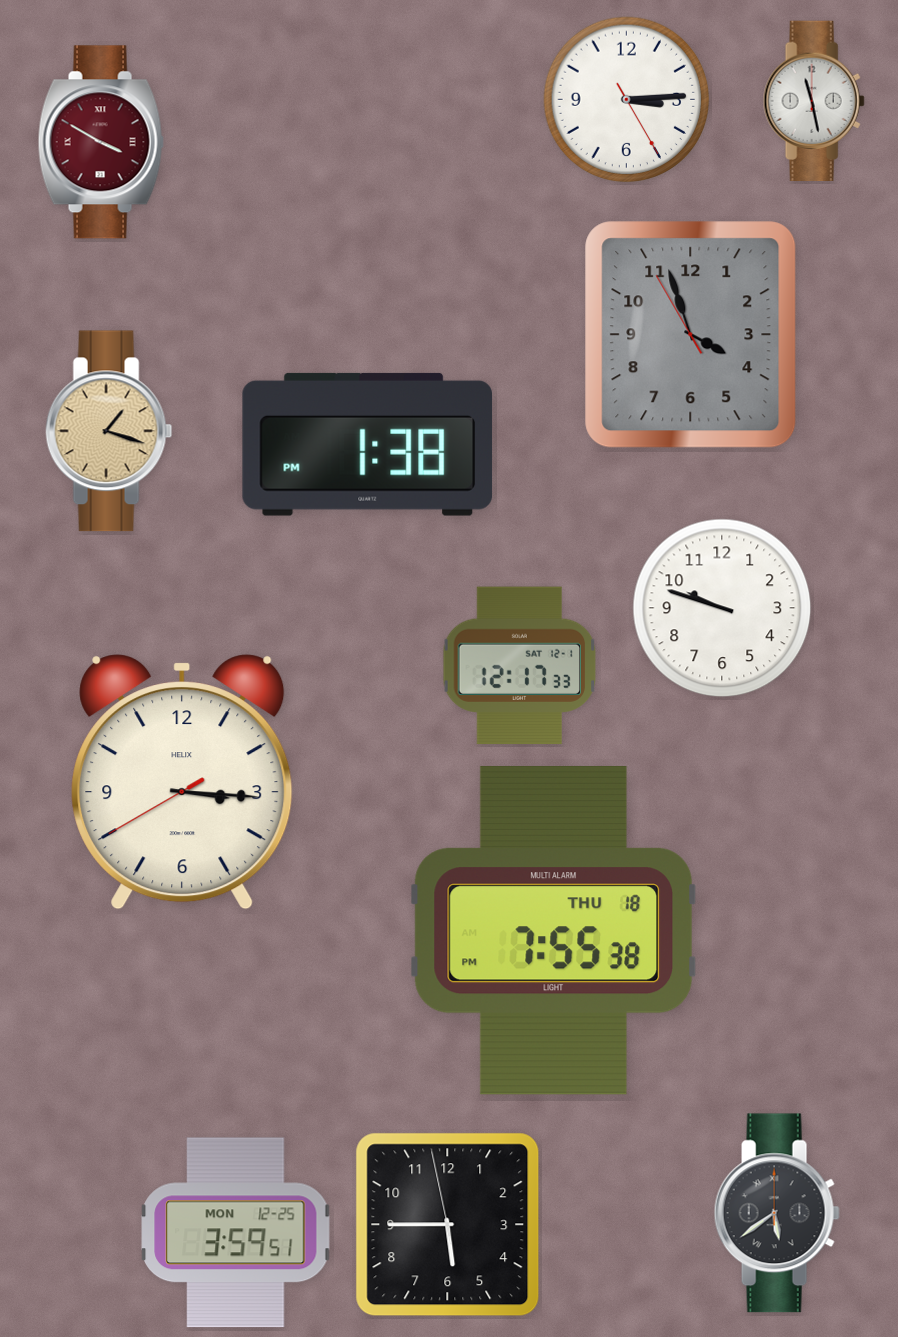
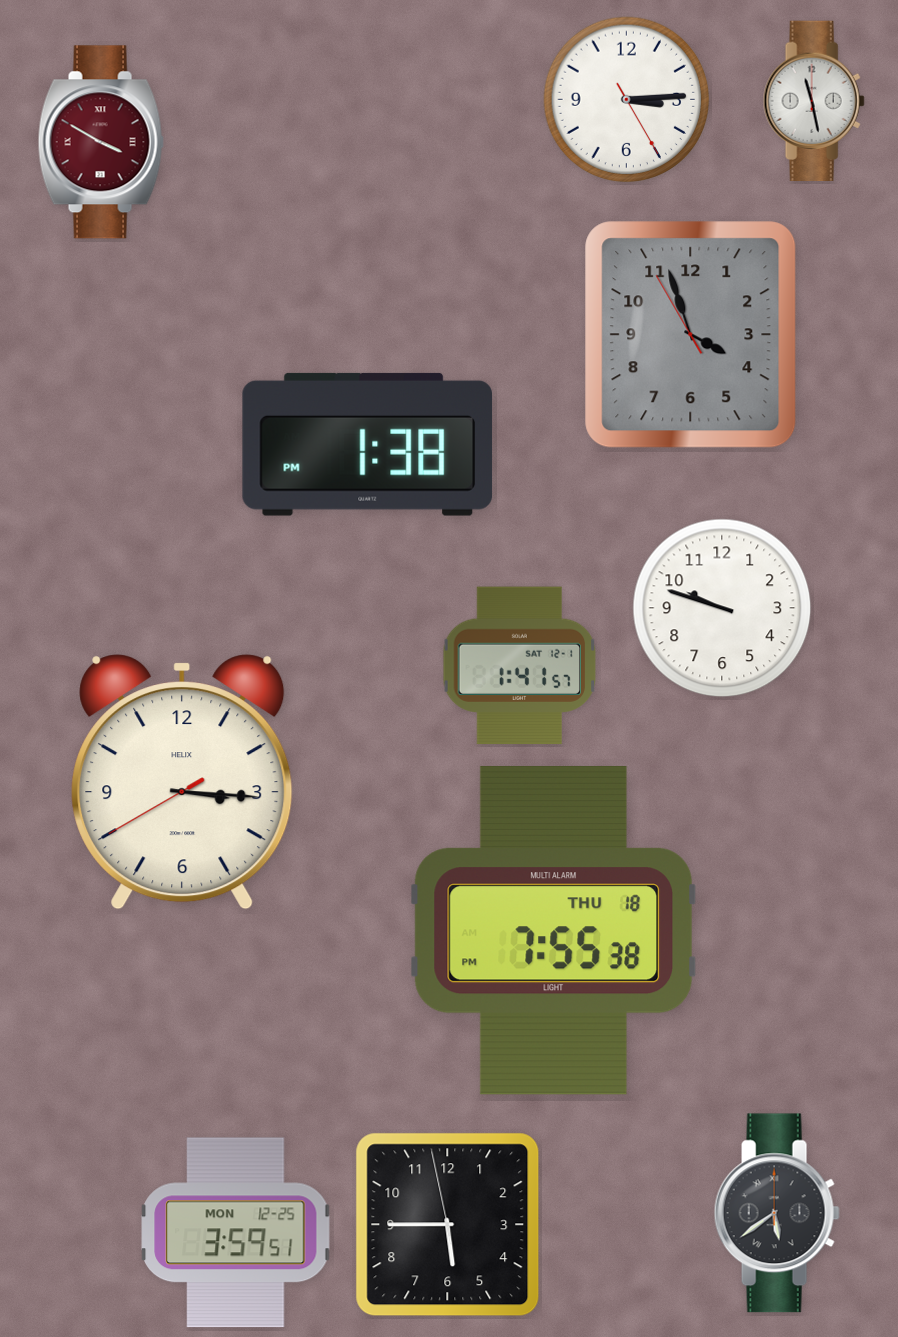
clock at (109, 431): 1:18 -> none
clock at (520, 666): 12:17 -> 1:41
